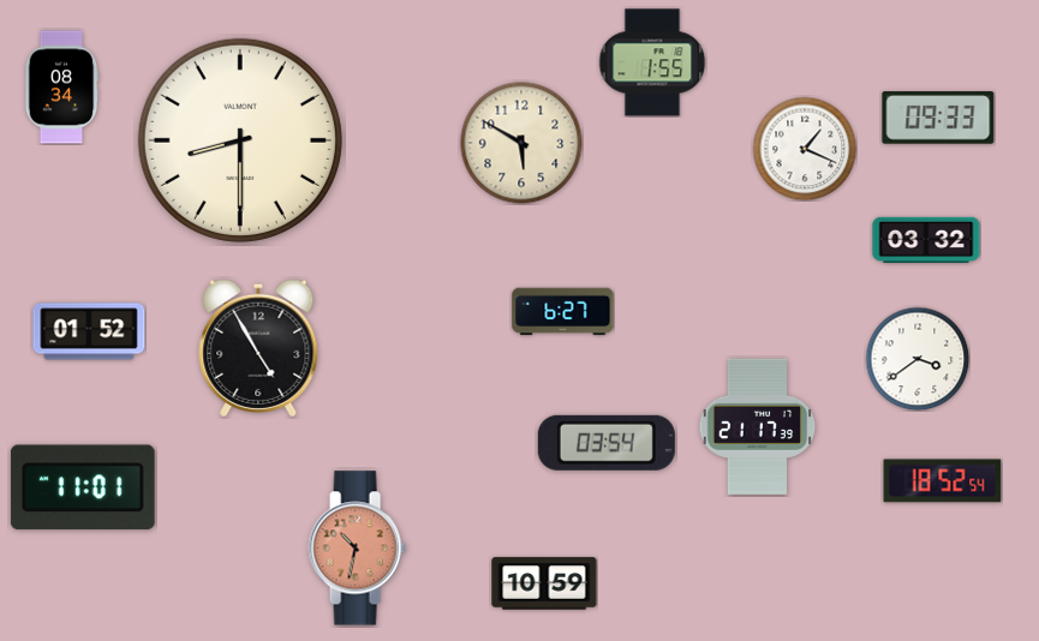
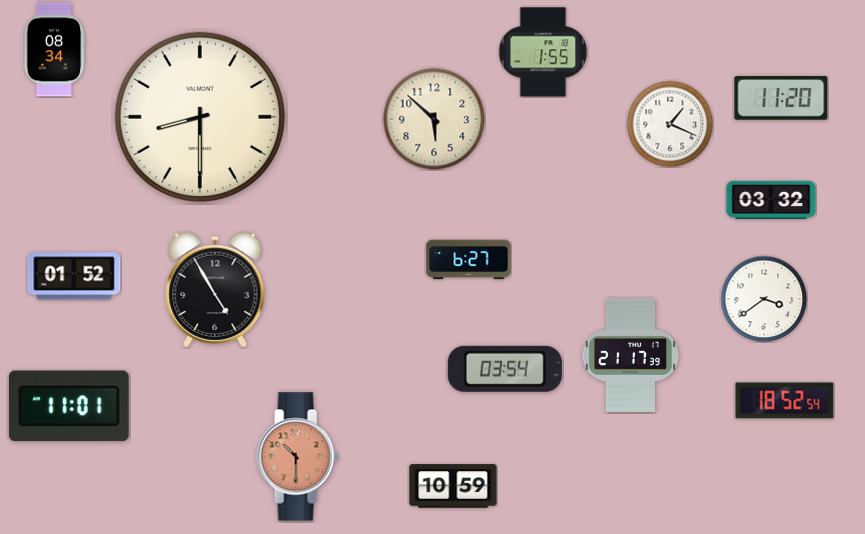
clock at (61, 88) position: (61, 88) -> (54, 50)
clock at (938, 118): 09:33 -> 11:20
clock at (521, 143): 5:50 -> 5:52
clock at (357, 549): 10:32 -> 10:30
